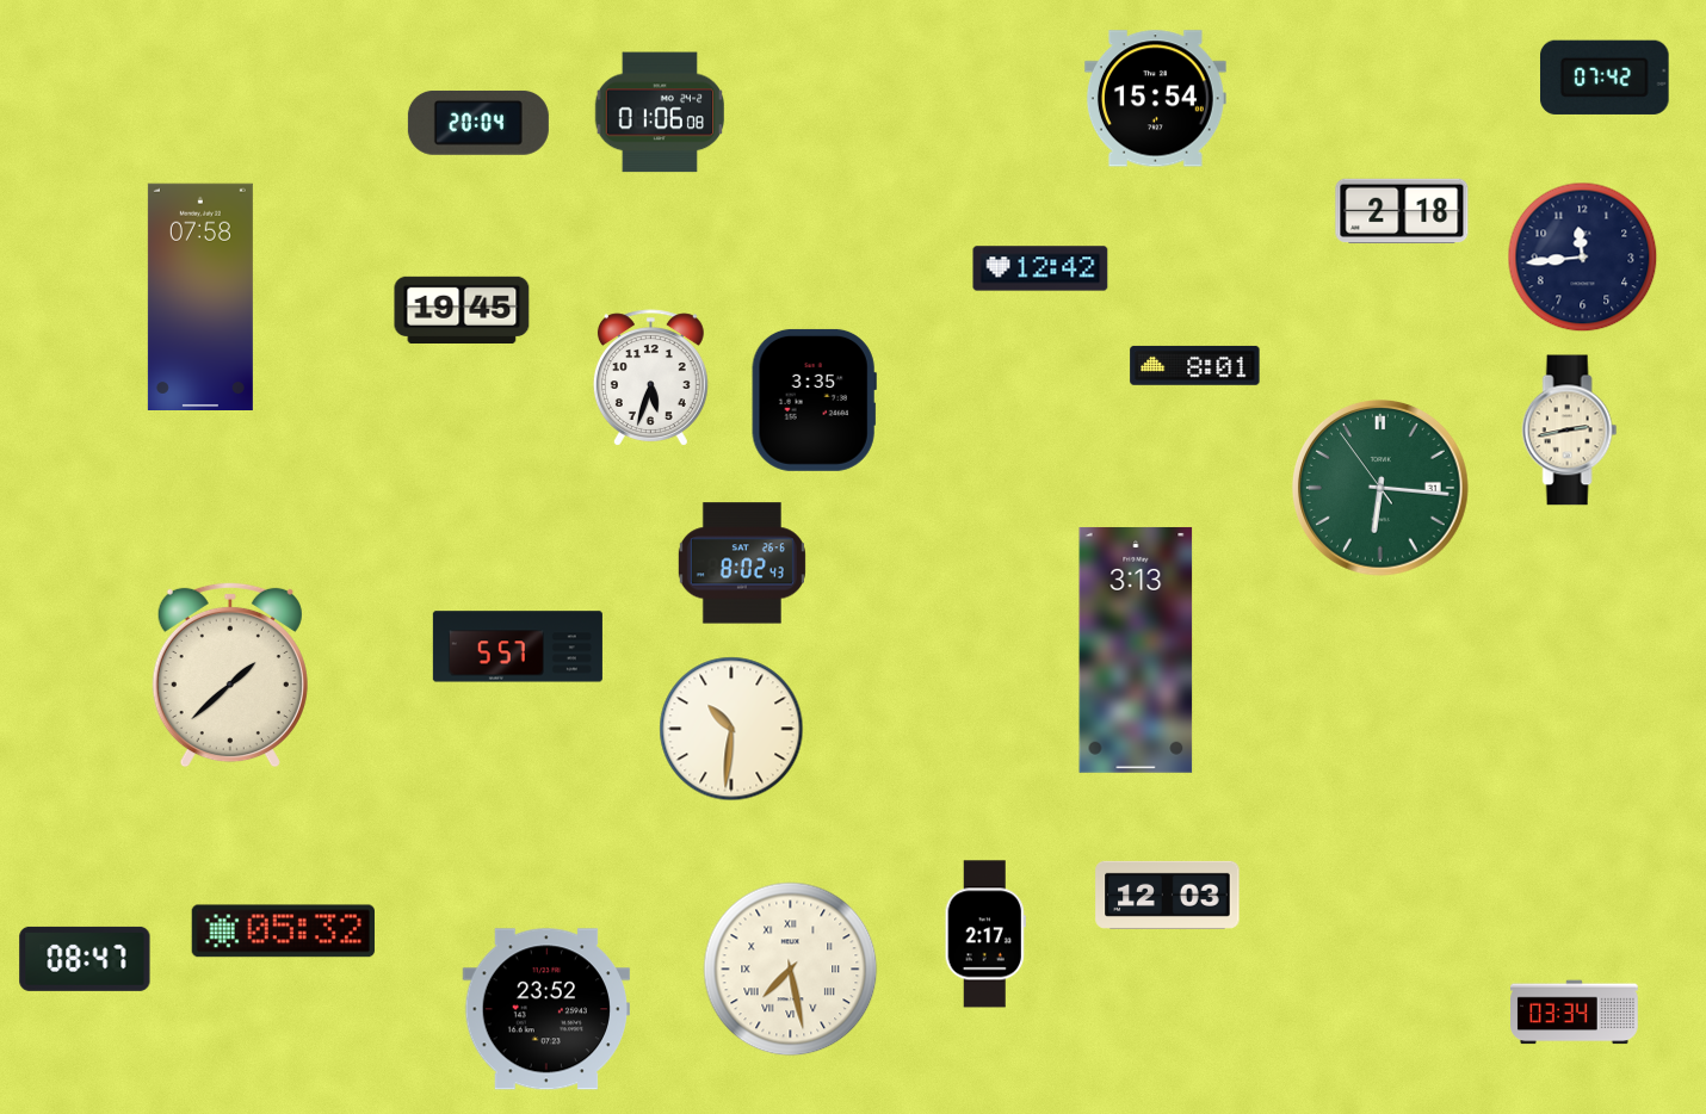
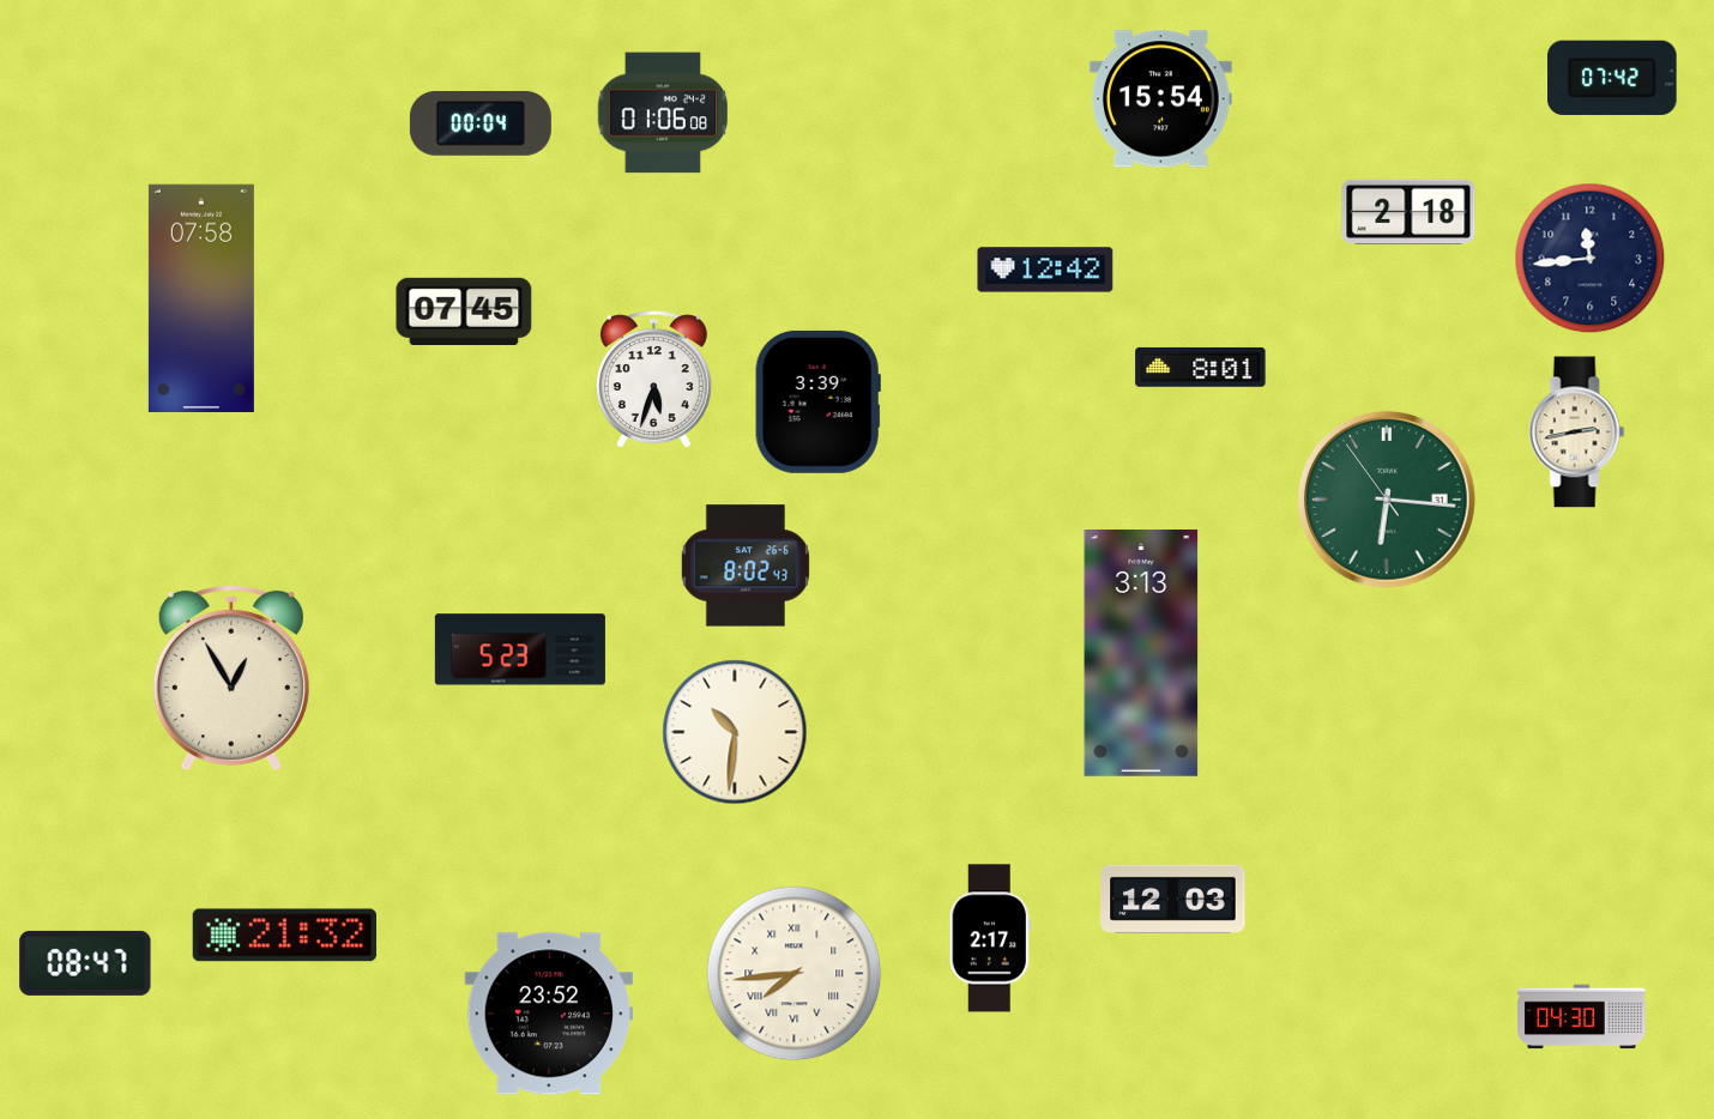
clock at (478, 123): 20:04 -> 00:04
clock at (462, 309): 19:45 -> 07:45
clock at (814, 400): 3:35 -> 3:39
clock at (1380, 488) position: (1380, 488) -> (1387, 500)
clock at (518, 646): 5:57 -> 5:23
clock at (230, 675): 1:38 -> 12:55
clock at (283, 932): 05:32 -> 21:32
clock at (791, 970): 7:28 -> 7:44
clock at (1575, 1013): 03:34 -> 04:30
